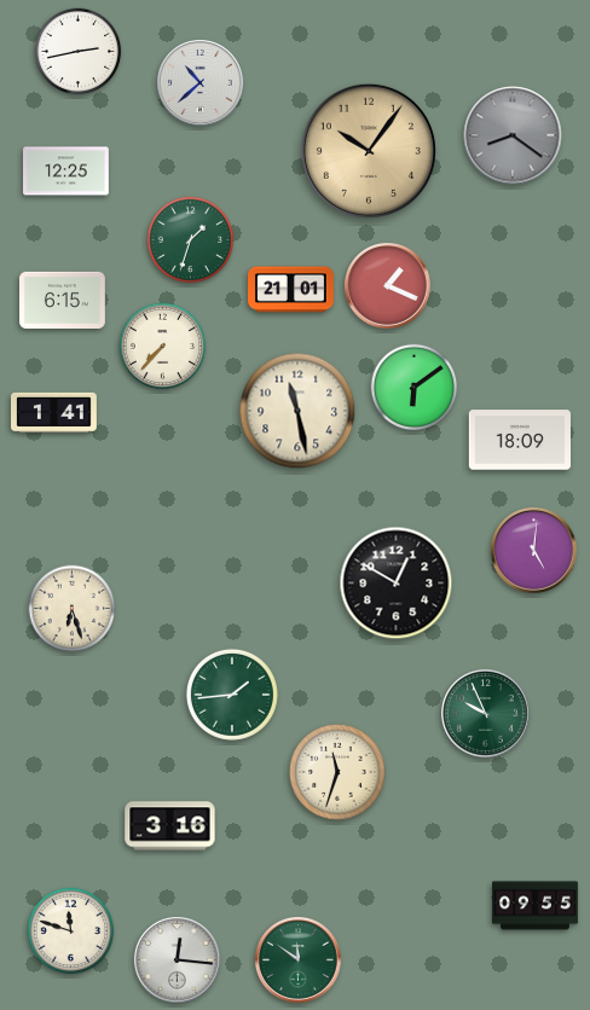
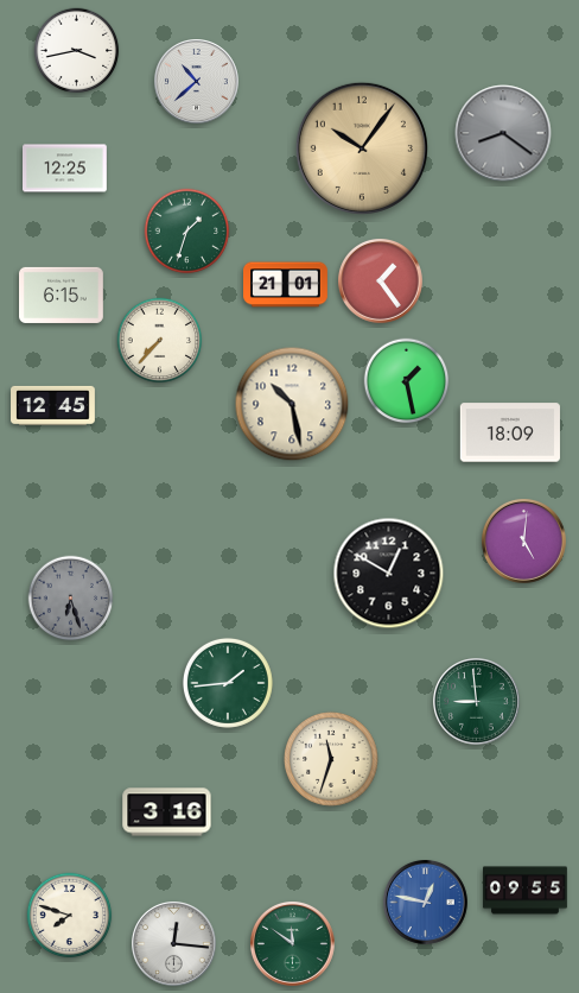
clock at (79, 52): 2:43 -> 3:43
clock at (191, 240) position: (191, 240) -> (187, 232)
clock at (388, 286): 1:19 -> 1:24
clock at (415, 388): 6:09 -> 1:28
clock at (297, 411): 11:28 -> 10:28
clock at (54, 412): 1:41 -> 12:45
clock at (73, 609) dial: cream -> grey
clock at (486, 714): 9:56 -> 8:59
clock at (426, 903): none -> 12:47
clock at (71, 931): 11:48 -> 7:48
